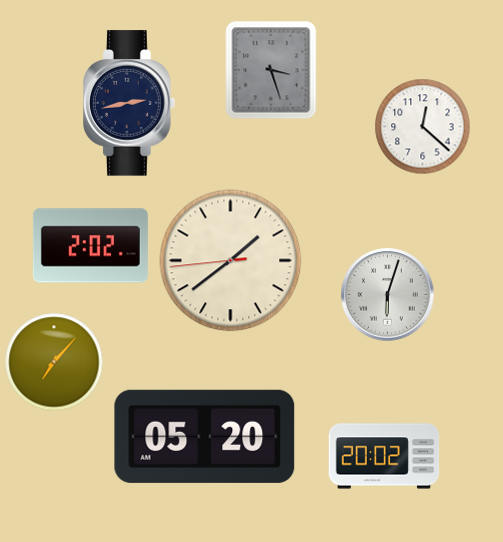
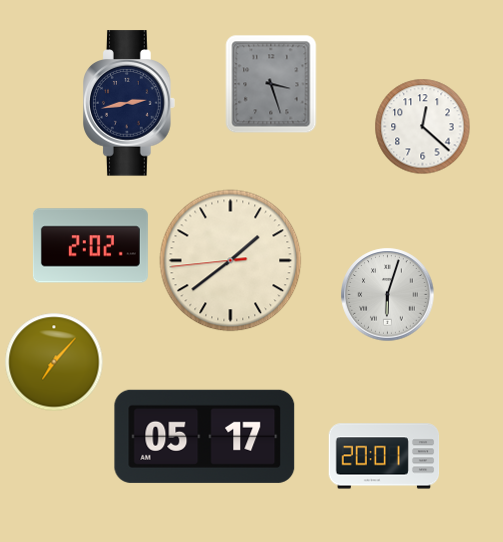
clock at (271, 70) position: (271, 70) -> (271, 84)
clock at (205, 436): 05:20 -> 05:17
clock at (384, 456): 20:02 -> 20:01
